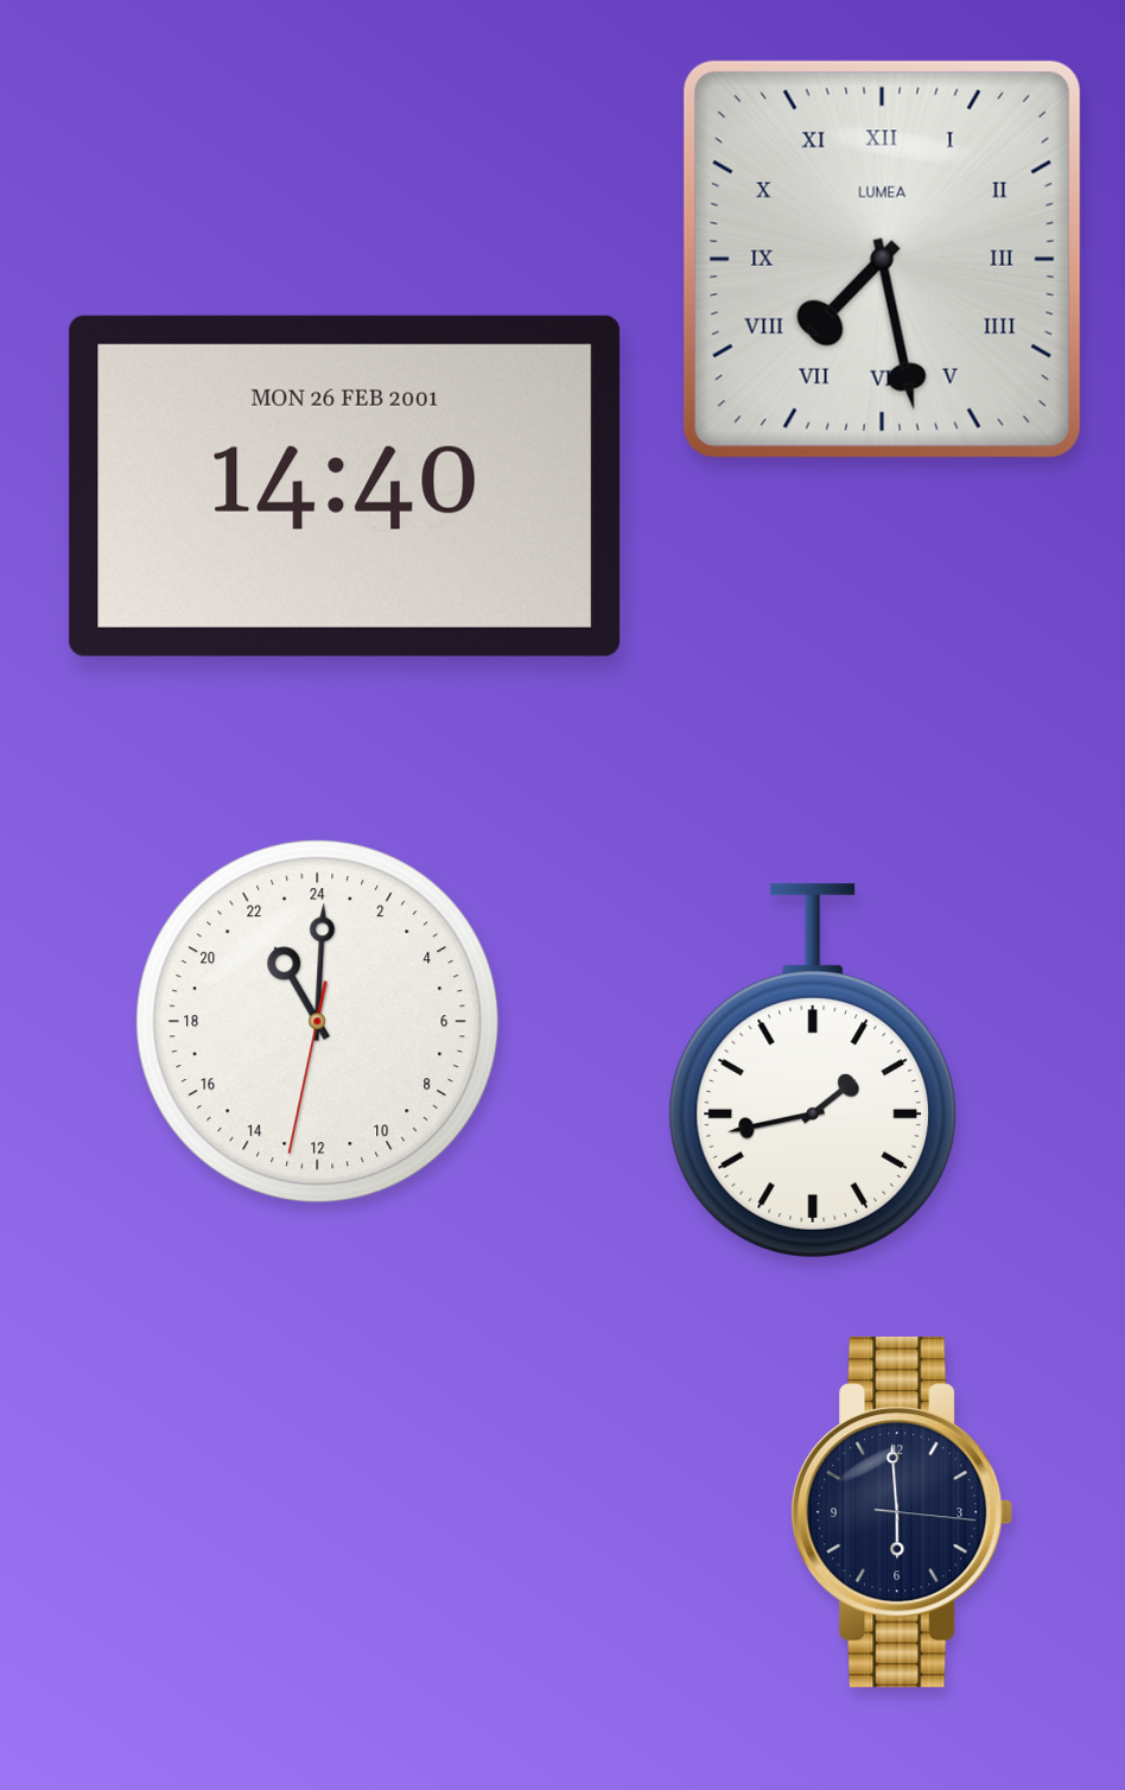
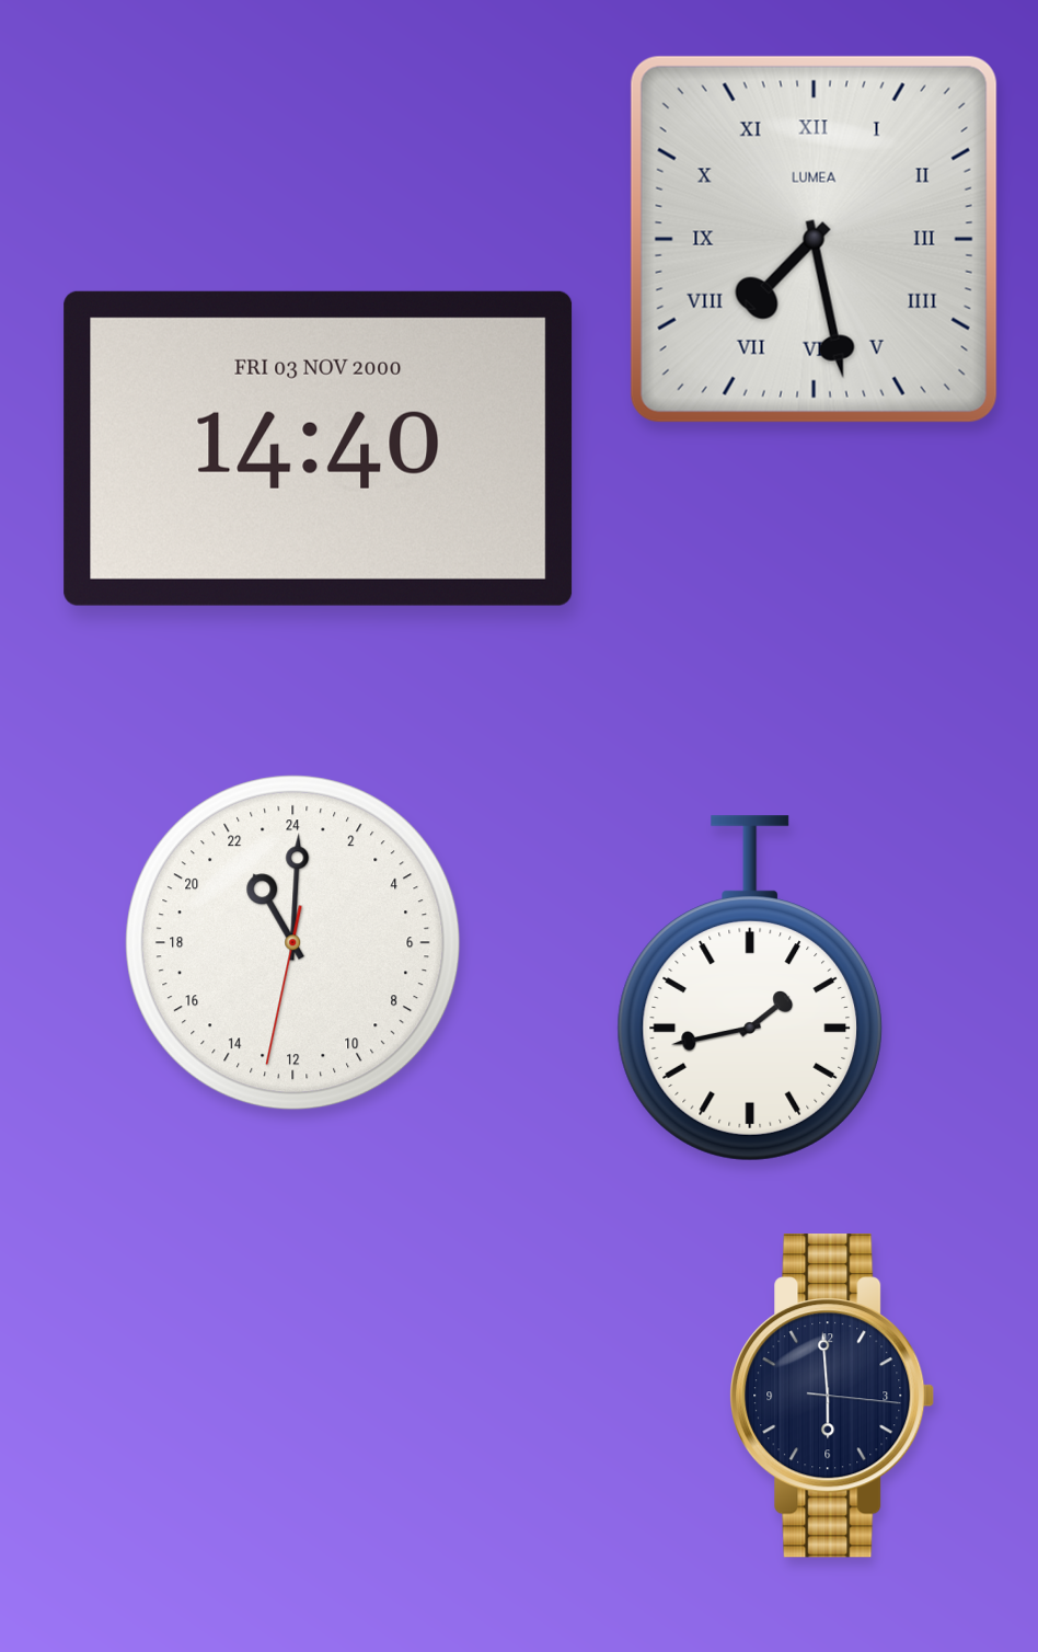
clock at (345, 485) date: MON 26 FEB 2001 -> FRI 03 NOV 2000
